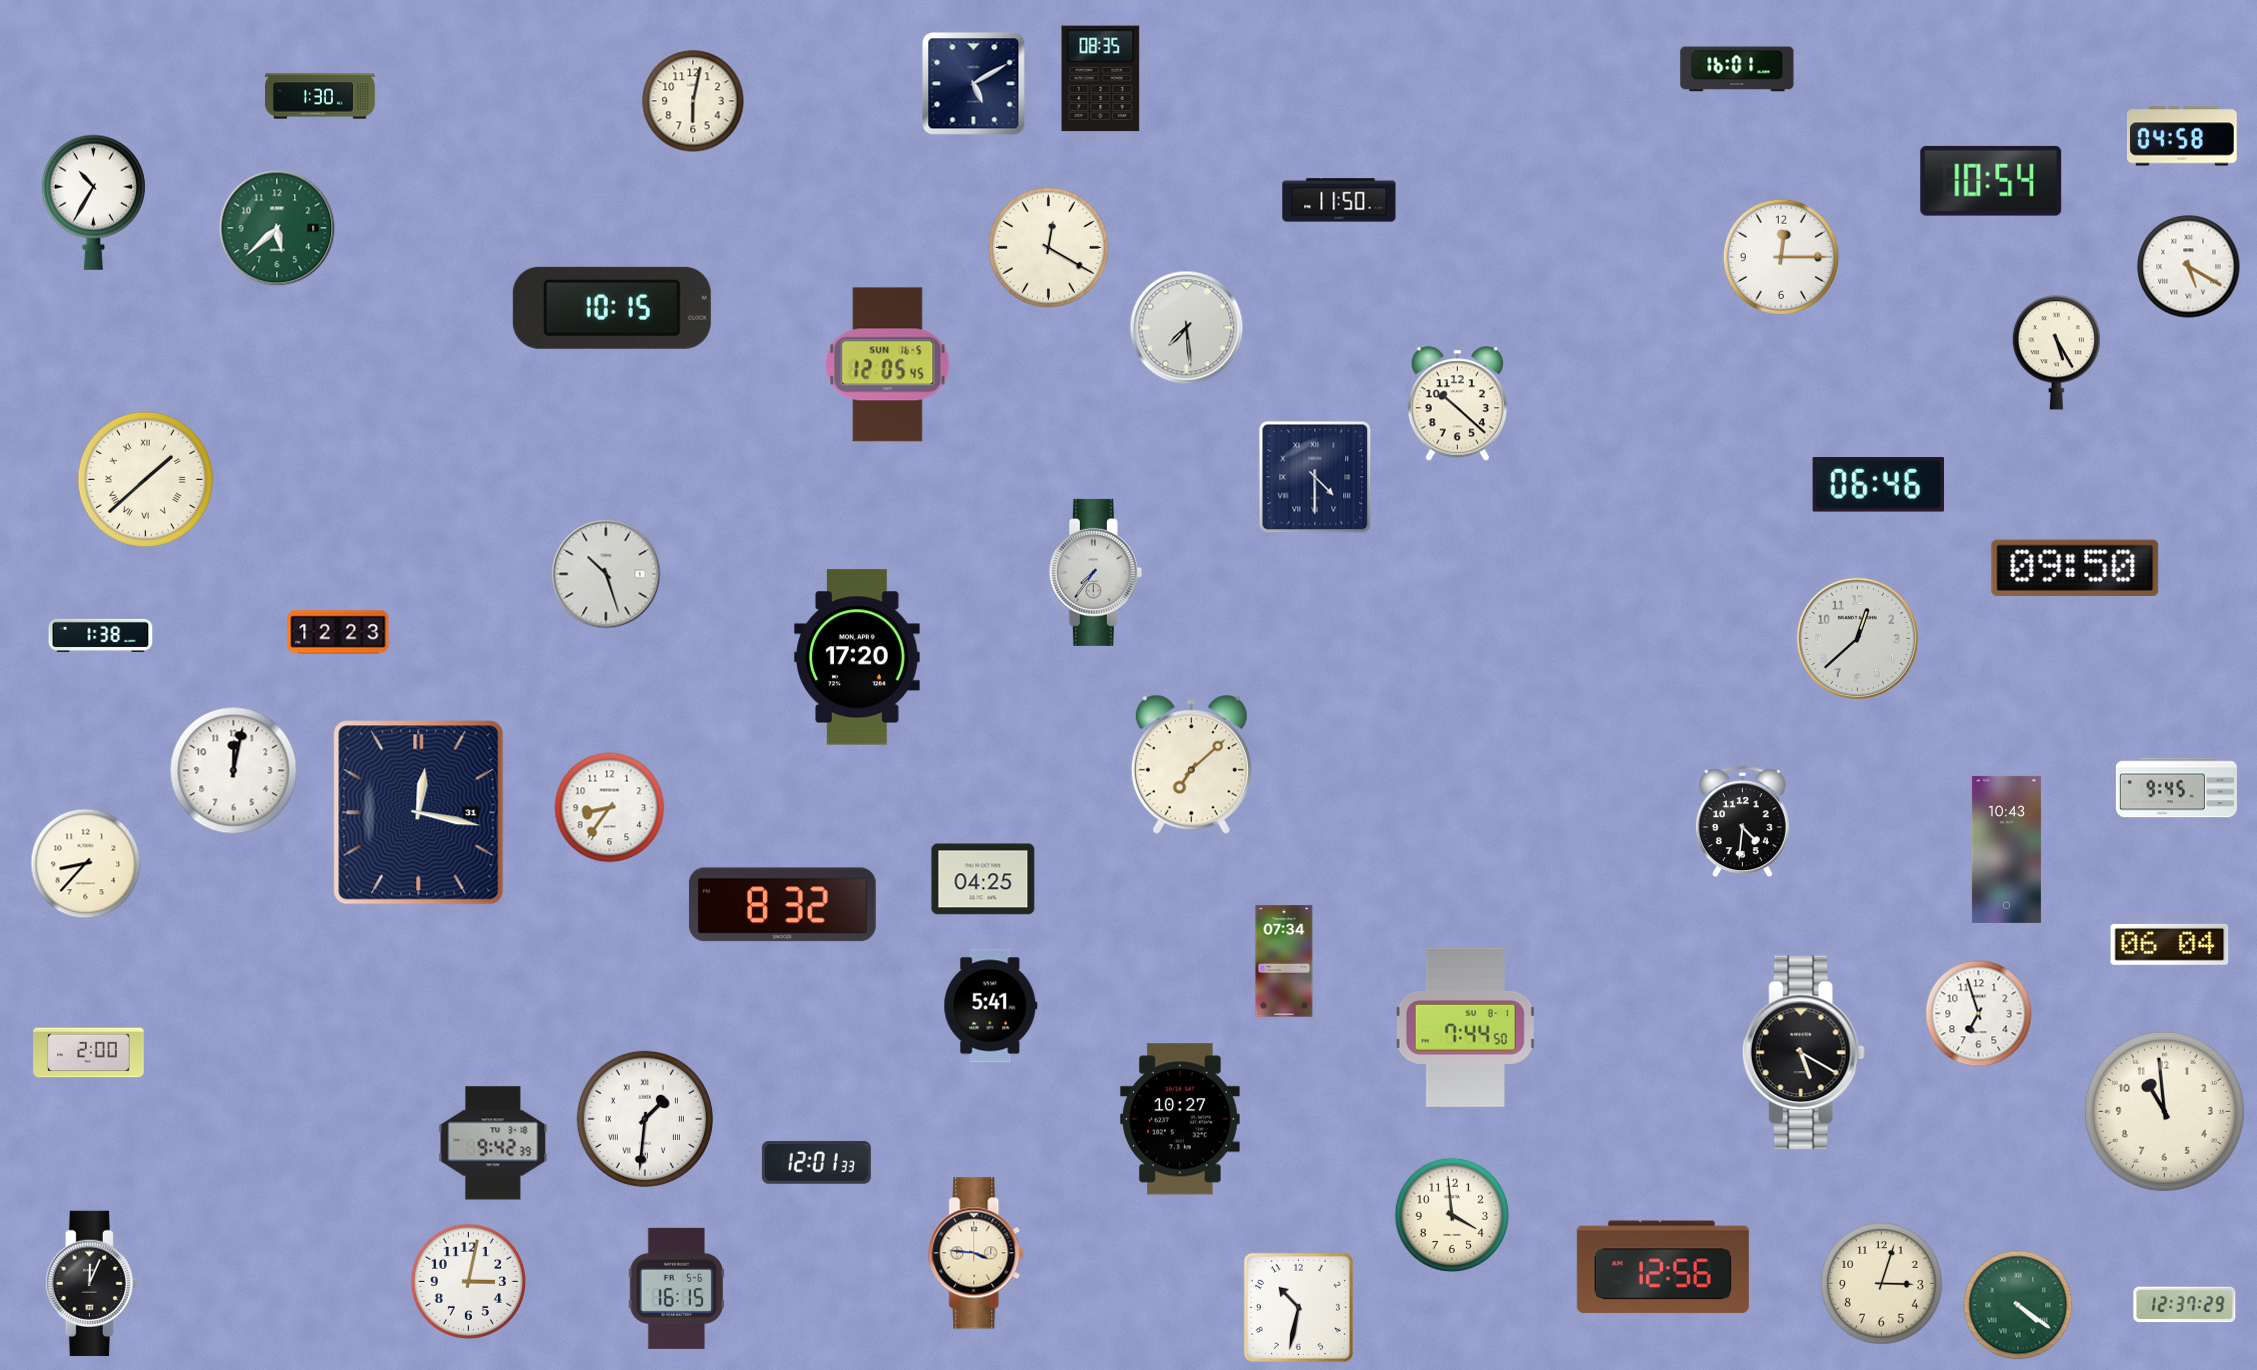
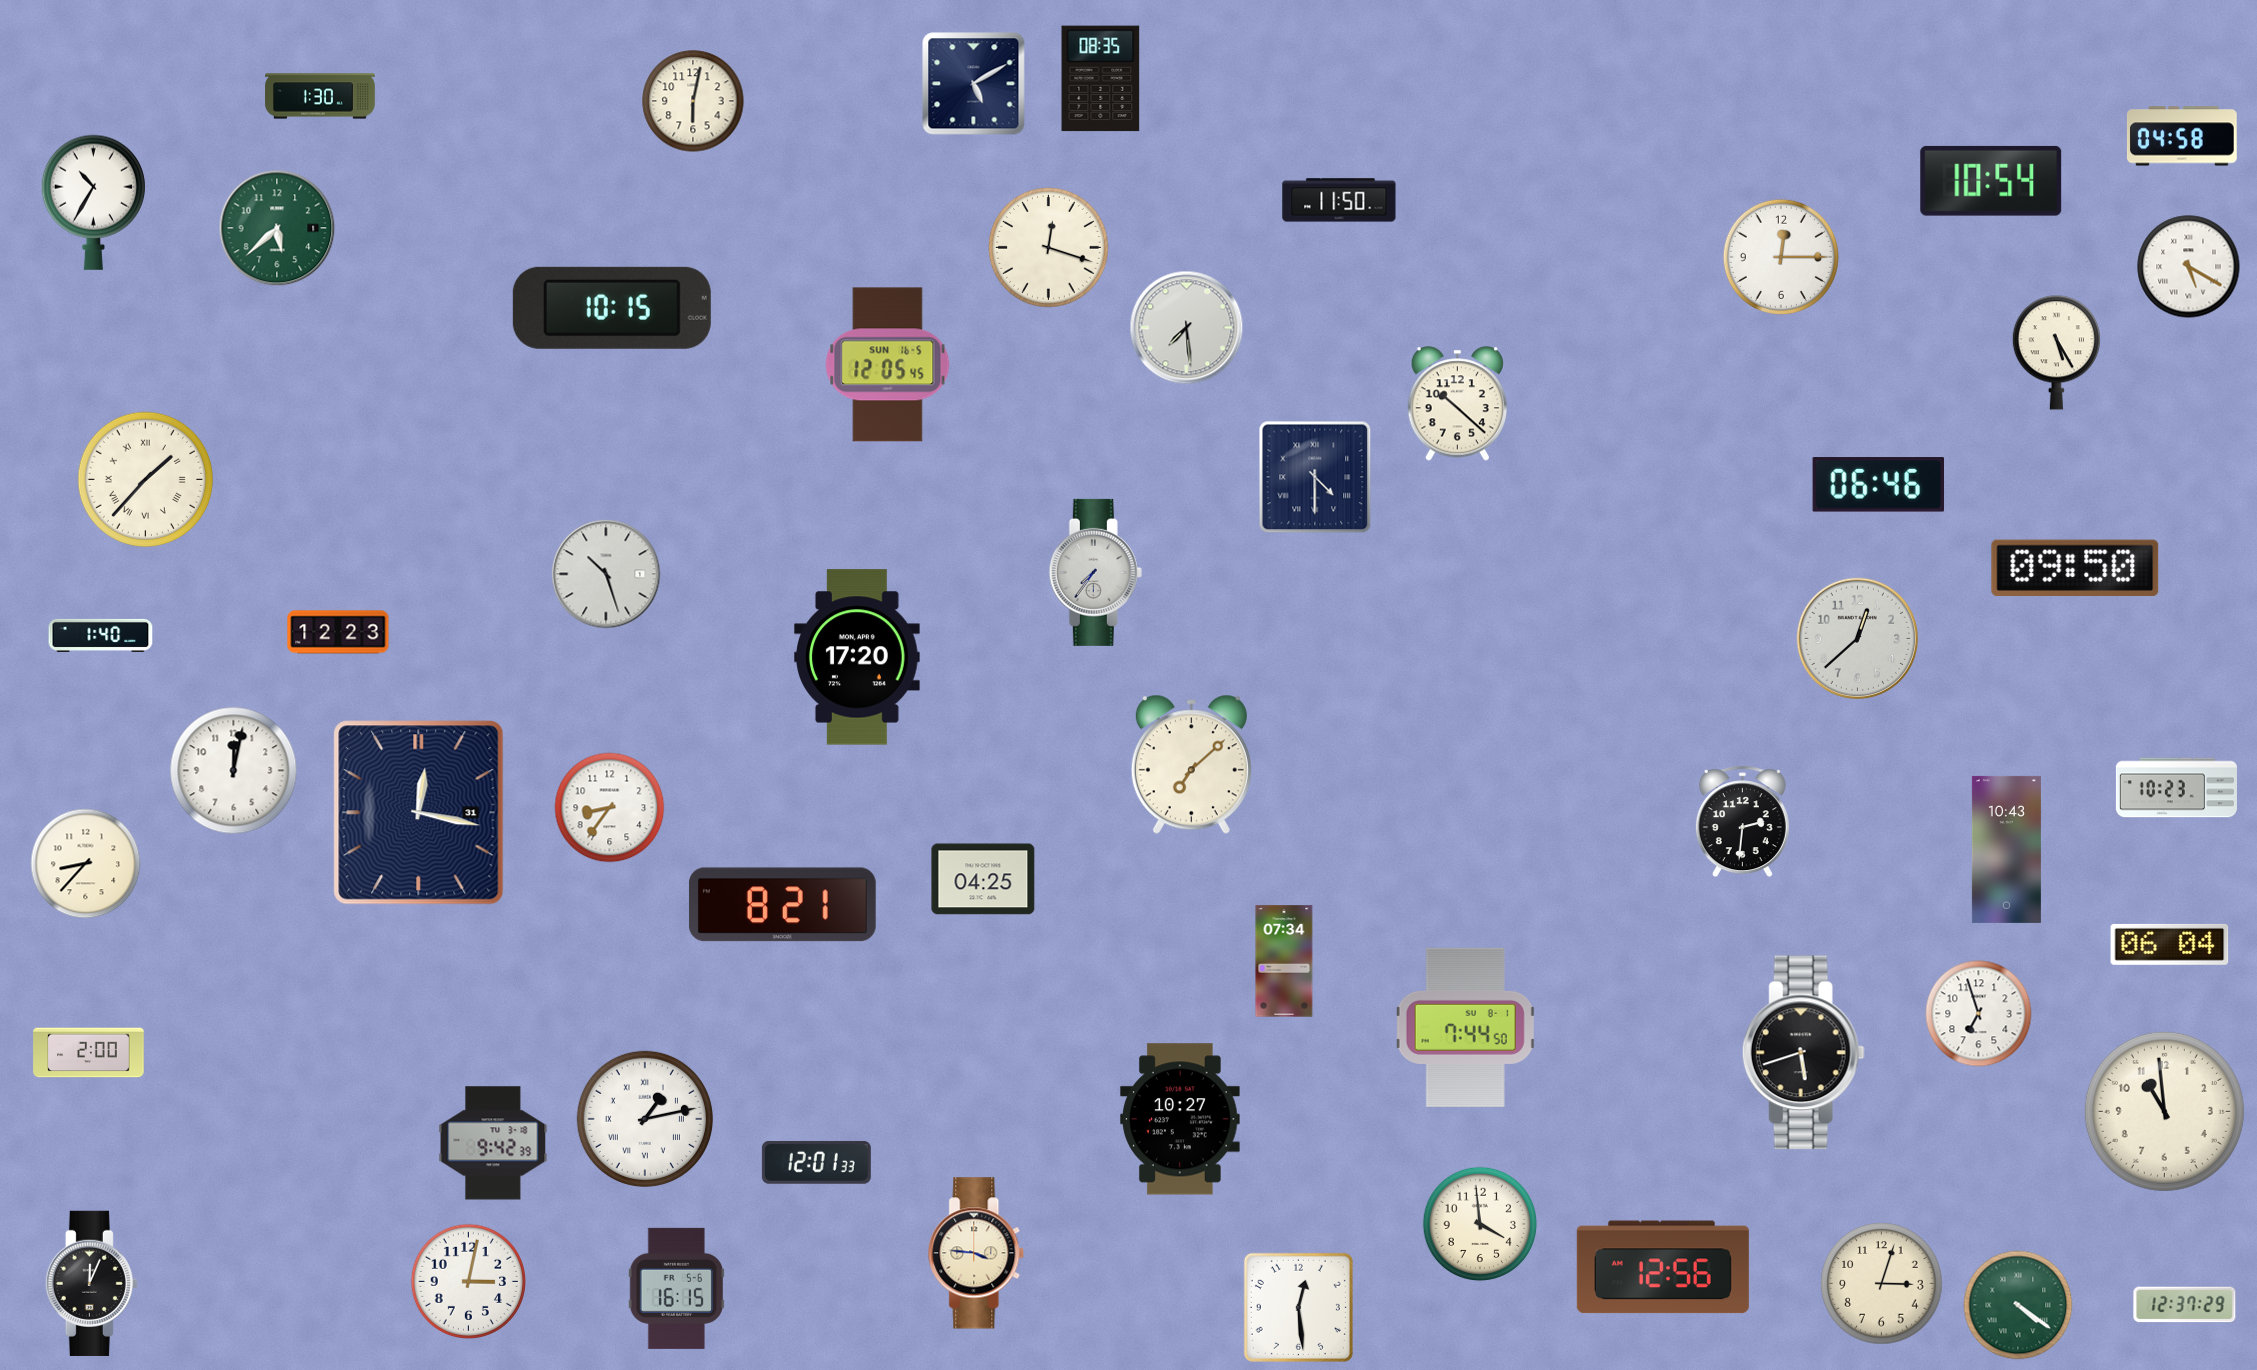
clock at (1737, 69): 16:01 -> none
clock at (1049, 248): 12:20 -> 12:18
clock at (145, 479): 1:38 -> 1:37
clock at (101, 635): 1:38 -> 1:40
clock at (2176, 788): 9:45 -> 10:23
clock at (1742, 822): 4:31 -> 2:31
clock at (782, 905): 8:32 -> 8:21
clock at (991, 1006): 5:41 -> none
clock at (1803, 1053): 5:20 -> 5:42
clock at (645, 1119): 1:31 -> 1:13
clock at (1452, 1215) position: (1452, 1215) -> (1480, 1224)
clock at (1298, 1307): 10:32 -> 12:29
